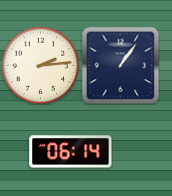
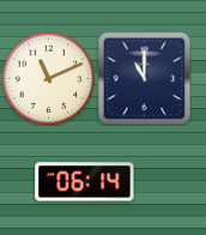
clock at (40, 65): 2:14 -> 11:11
clock at (120, 65): 1:06 -> 11:00
